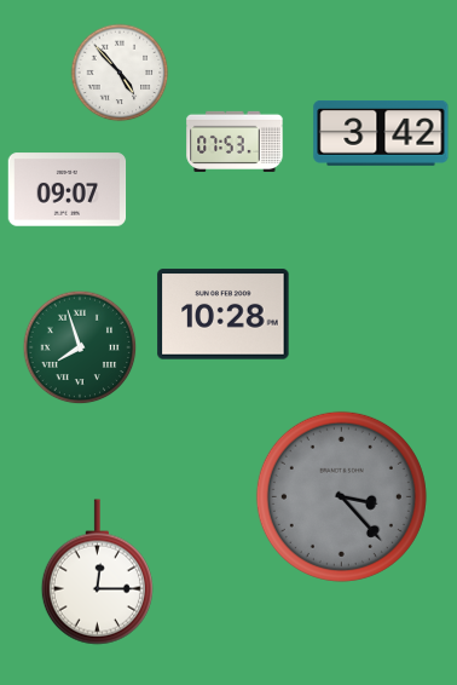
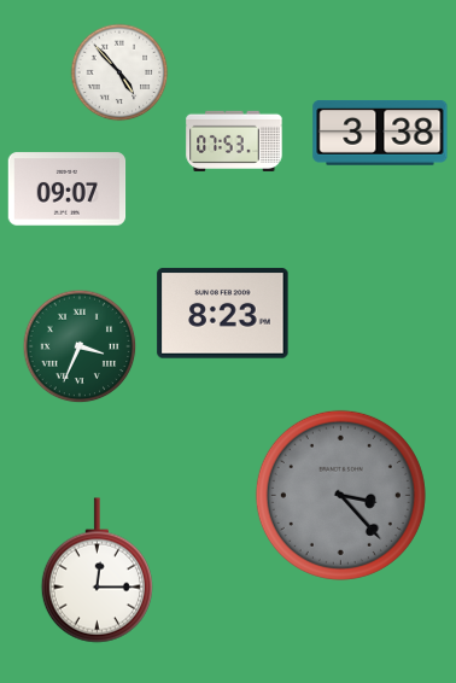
clock at (381, 133): 3:42 -> 3:38
clock at (224, 315): 10:28 -> 8:23
clock at (80, 347): 7:57 -> 3:34
